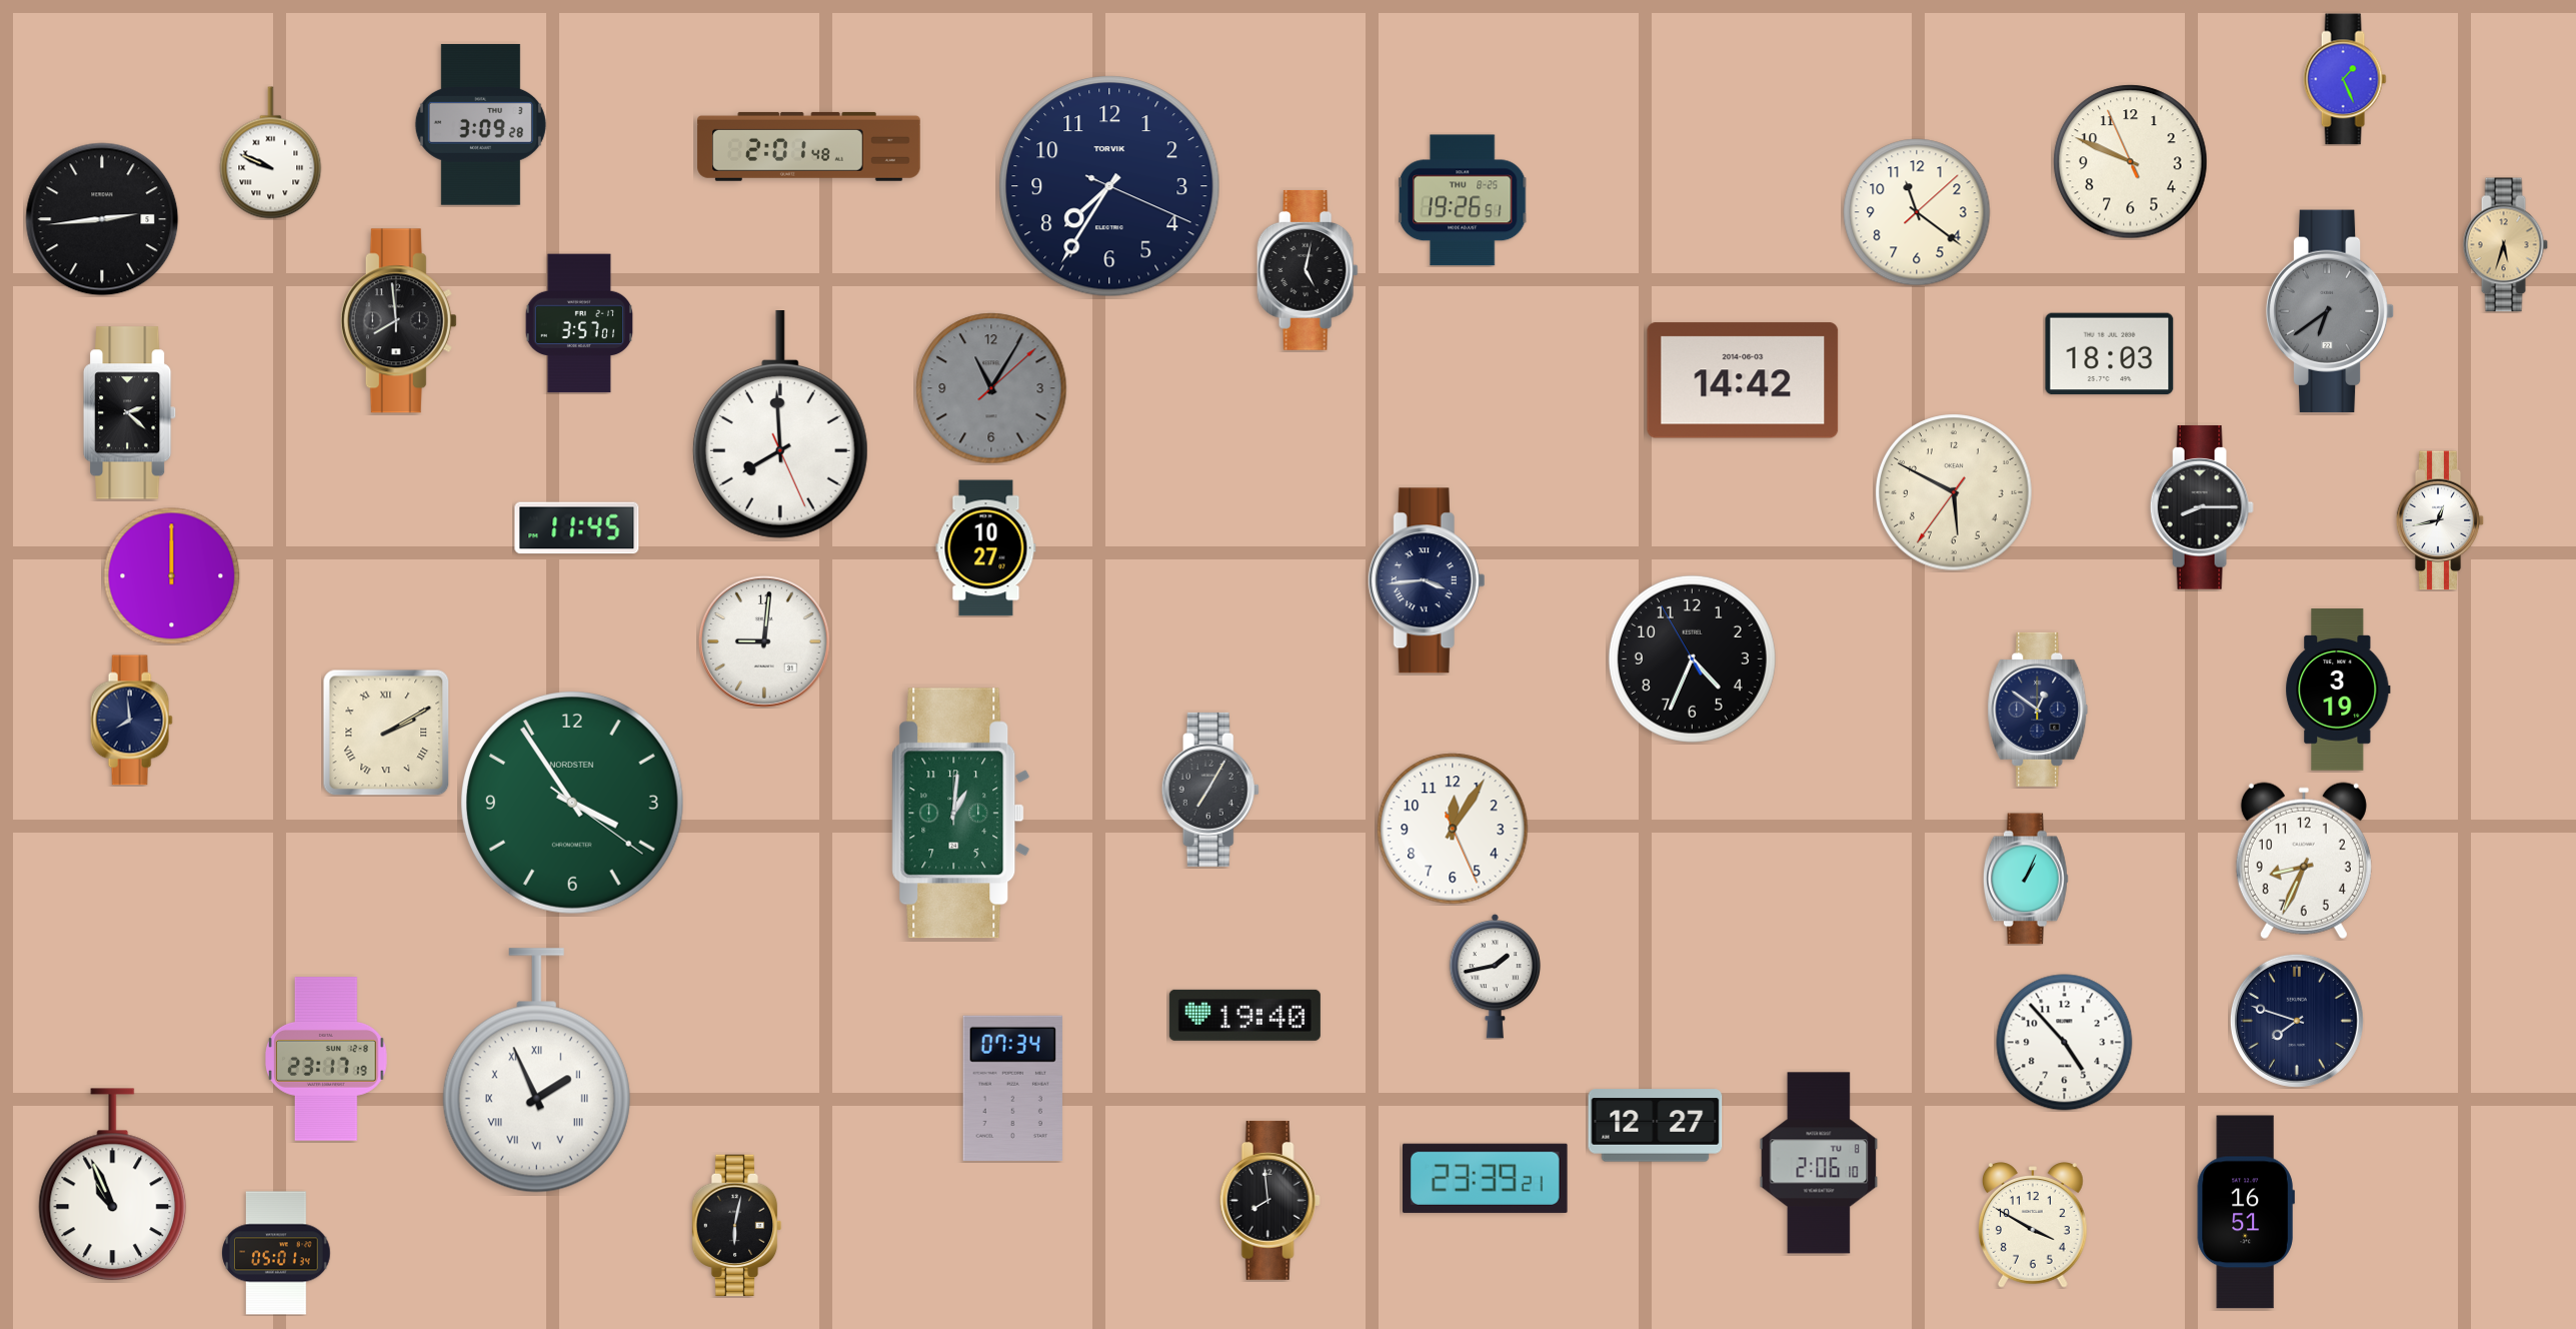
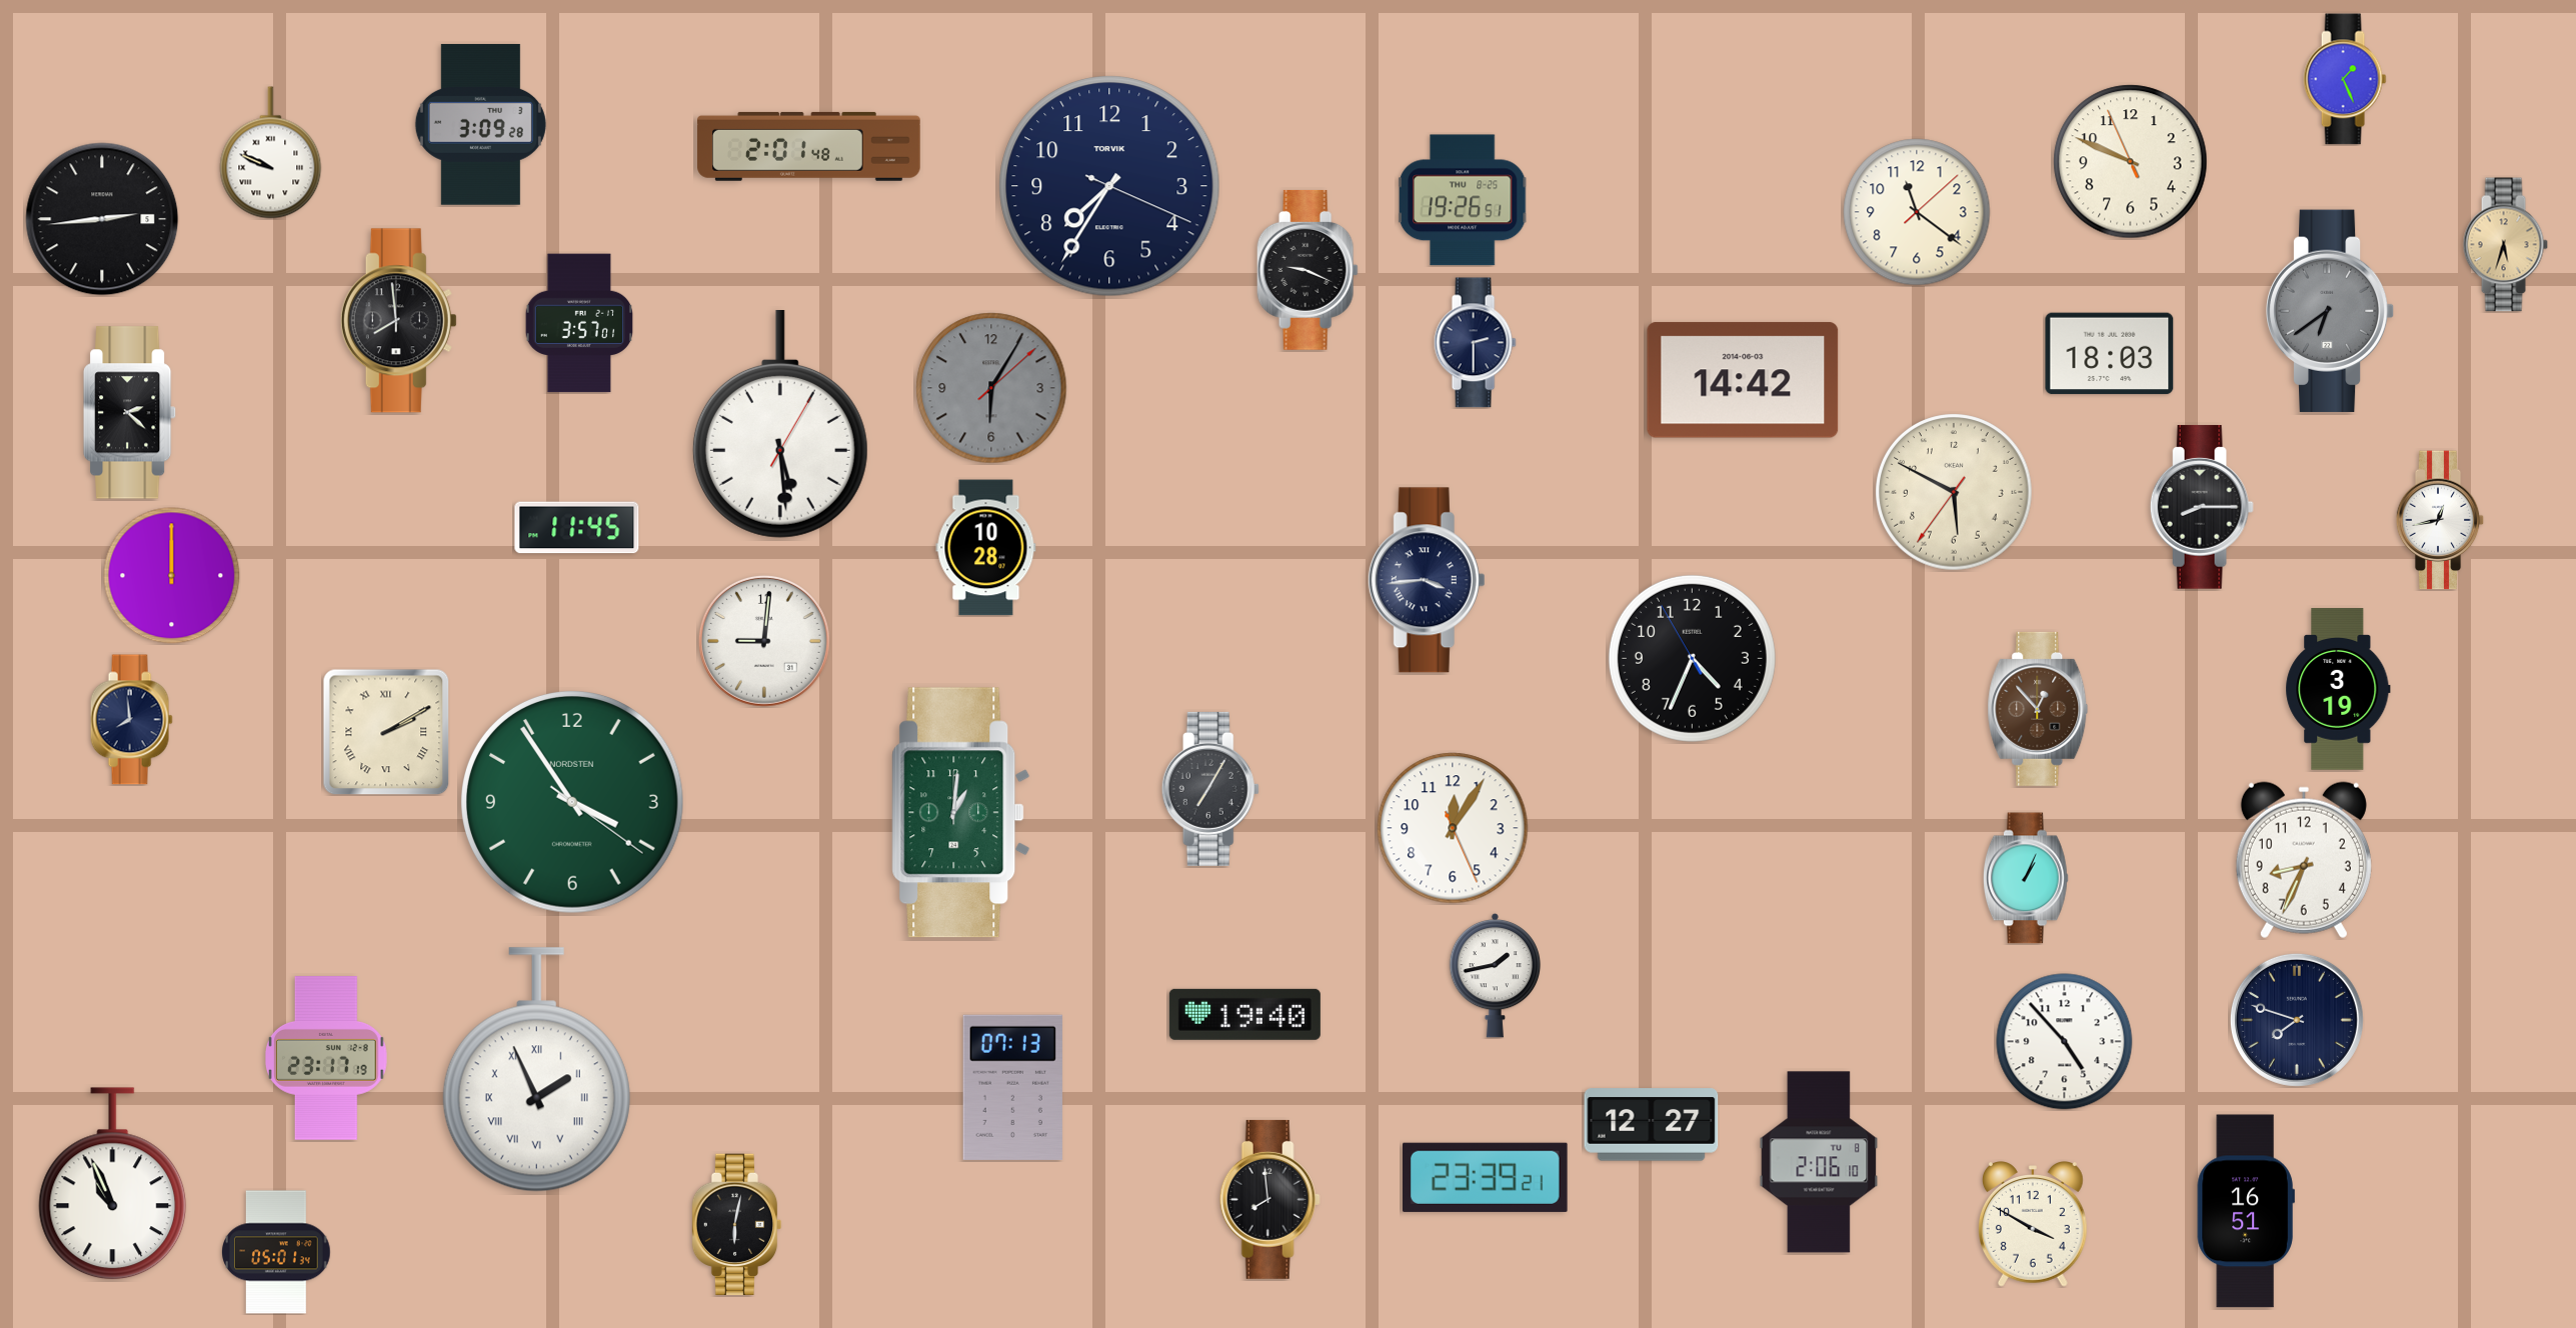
clock at (1308, 270): 5:02 -> 9:19
clock at (1475, 343): none -> 2:30
clock at (991, 388): 11:05 -> 6:05
clock at (780, 425): 7:59 -> 5:29
clock at (986, 548): 10:27 -> 10:28
clock at (2038, 710): 12:51 -> 12:53
clock at (2038, 710) dial: navy -> brown
clock at (1012, 1088): 07:34 -> 07:13
clock at (1656, 1126) position: (1656, 1126) -> (1652, 1125)
